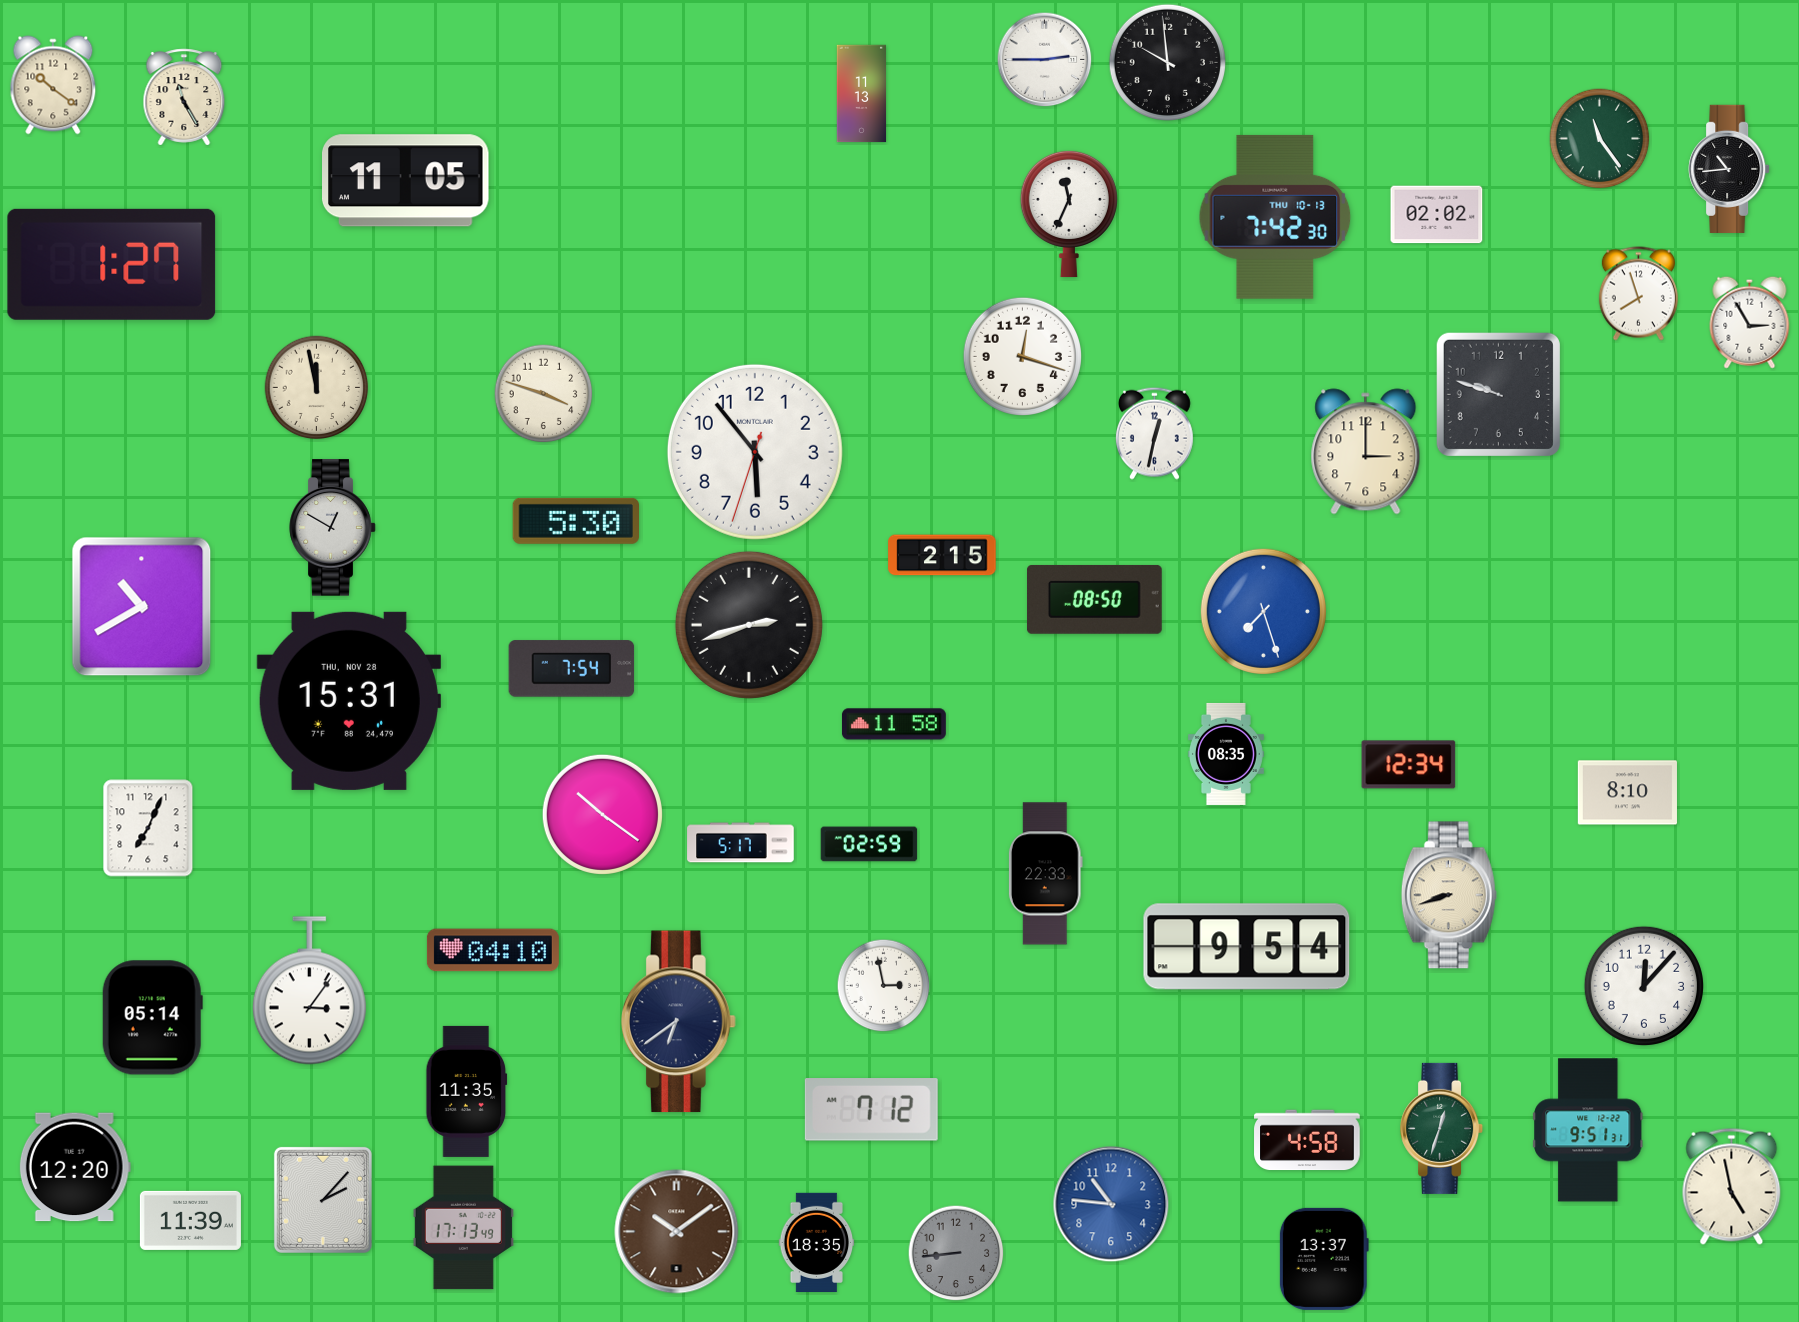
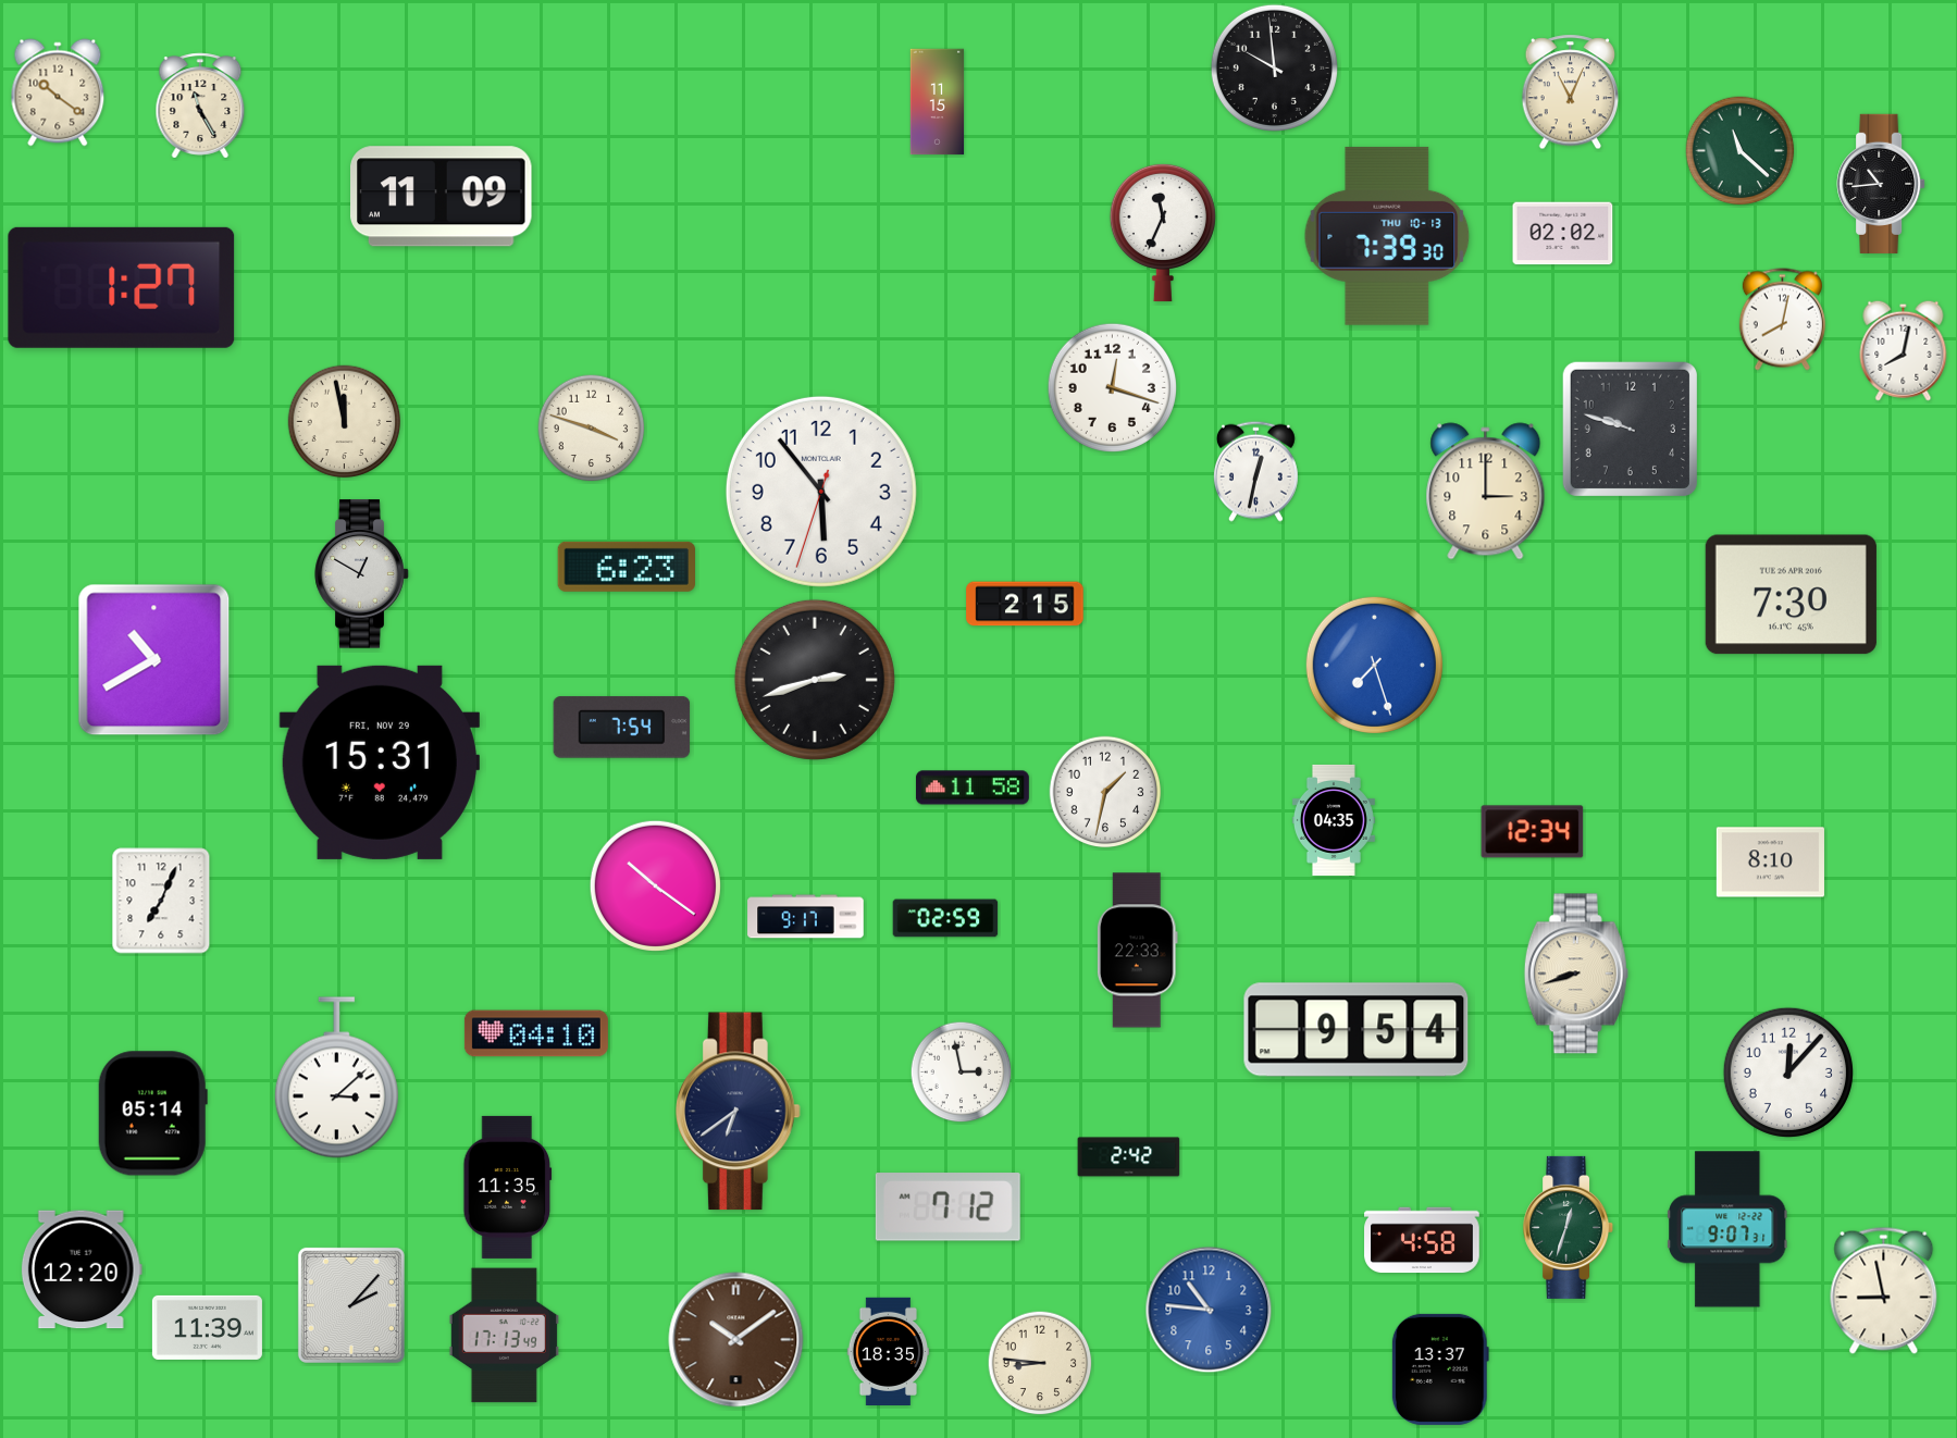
clock at (1045, 60): 2:45 -> none
clock at (1167, 62) position: (1167, 62) -> (1274, 67)
clock at (1571, 92): none -> 11:04
clock at (862, 94): 11:13 -> 11:15
clock at (1600, 139): 11:24 -> 11:22
clock at (406, 181): 11:05 -> 11:09
clock at (1275, 217): 7:42 -> 7:39
clock at (1638, 294): 7:57 -> 8:02
clock at (1750, 322): 2:55 -> 8:02
clock at (575, 521): 5:30 -> 6:23
clock at (1791, 595): none -> 7:30
clock at (1095, 600): 08:50 -> none
clock at (349, 701) date: THU, NOV 28 -> FRI, NOV 29
clock at (1105, 792): none -> 1:32
clock at (1226, 754): 08:35 -> 04:35
clock at (741, 843): 5:17 -> 9:17
clock at (309, 991): 3:06 -> 3:08
clock at (152, 1018) position: (152, 1018) -> (152, 1114)
clock at (1129, 1157): none -> 2:42
clock at (1588, 1130): 9:51 -> 9:07
clock at (1732, 1186): 4:58 -> 8:58
clock at (956, 1253): 8:44 -> 8:46
clock at (956, 1253) dial: grey -> cream
